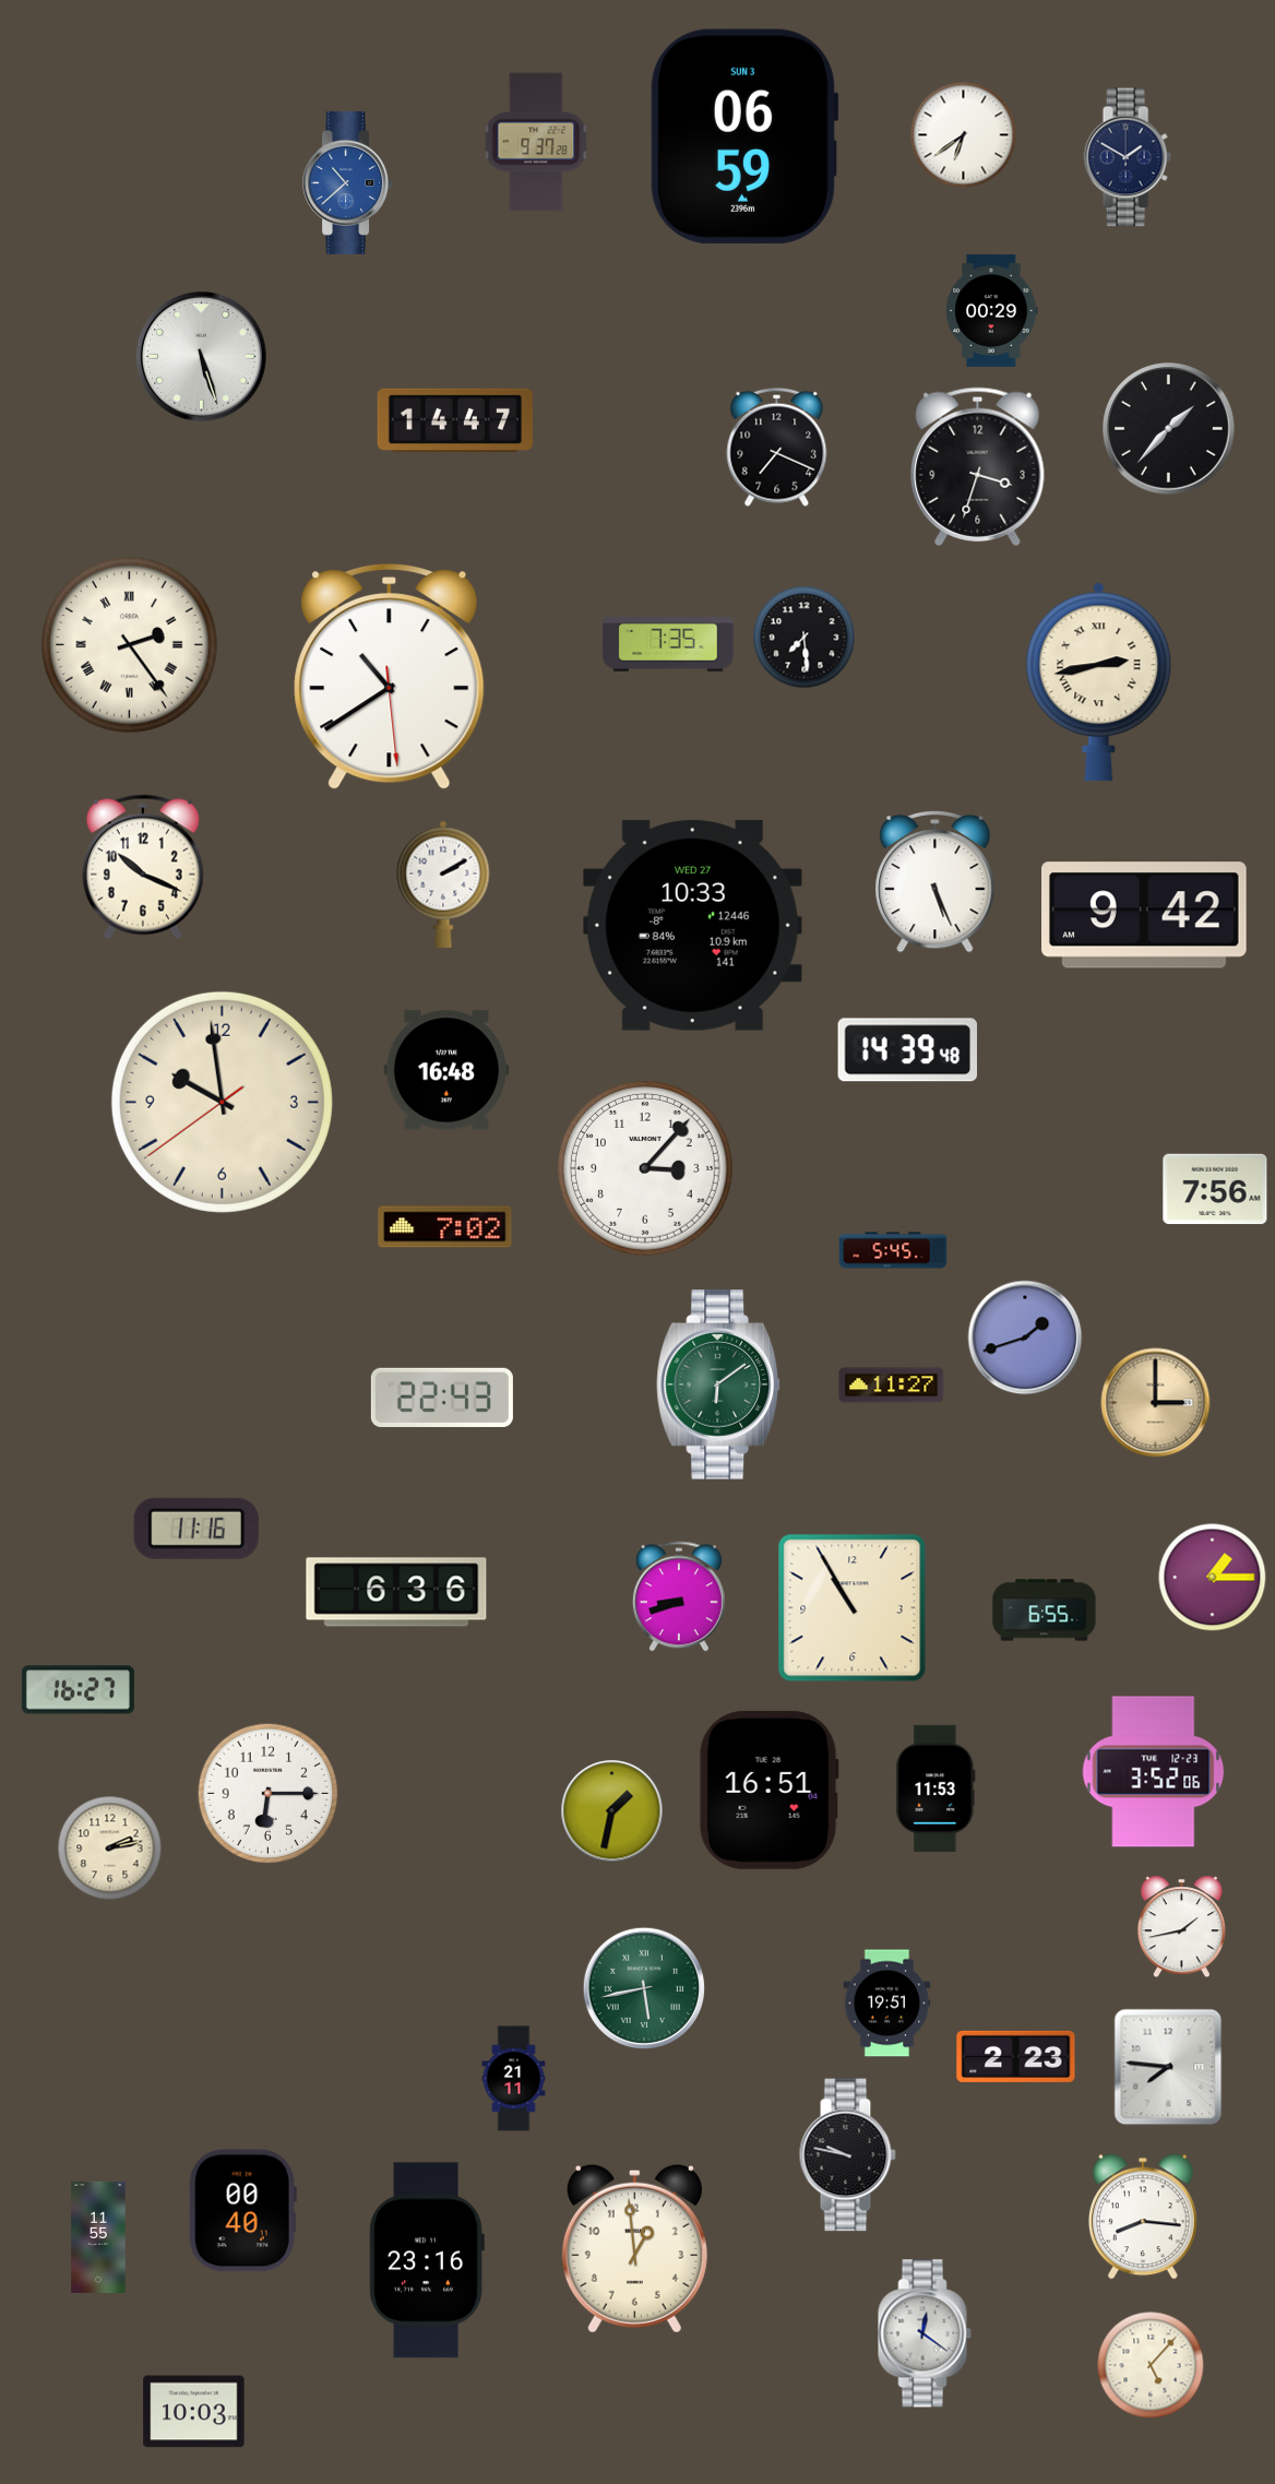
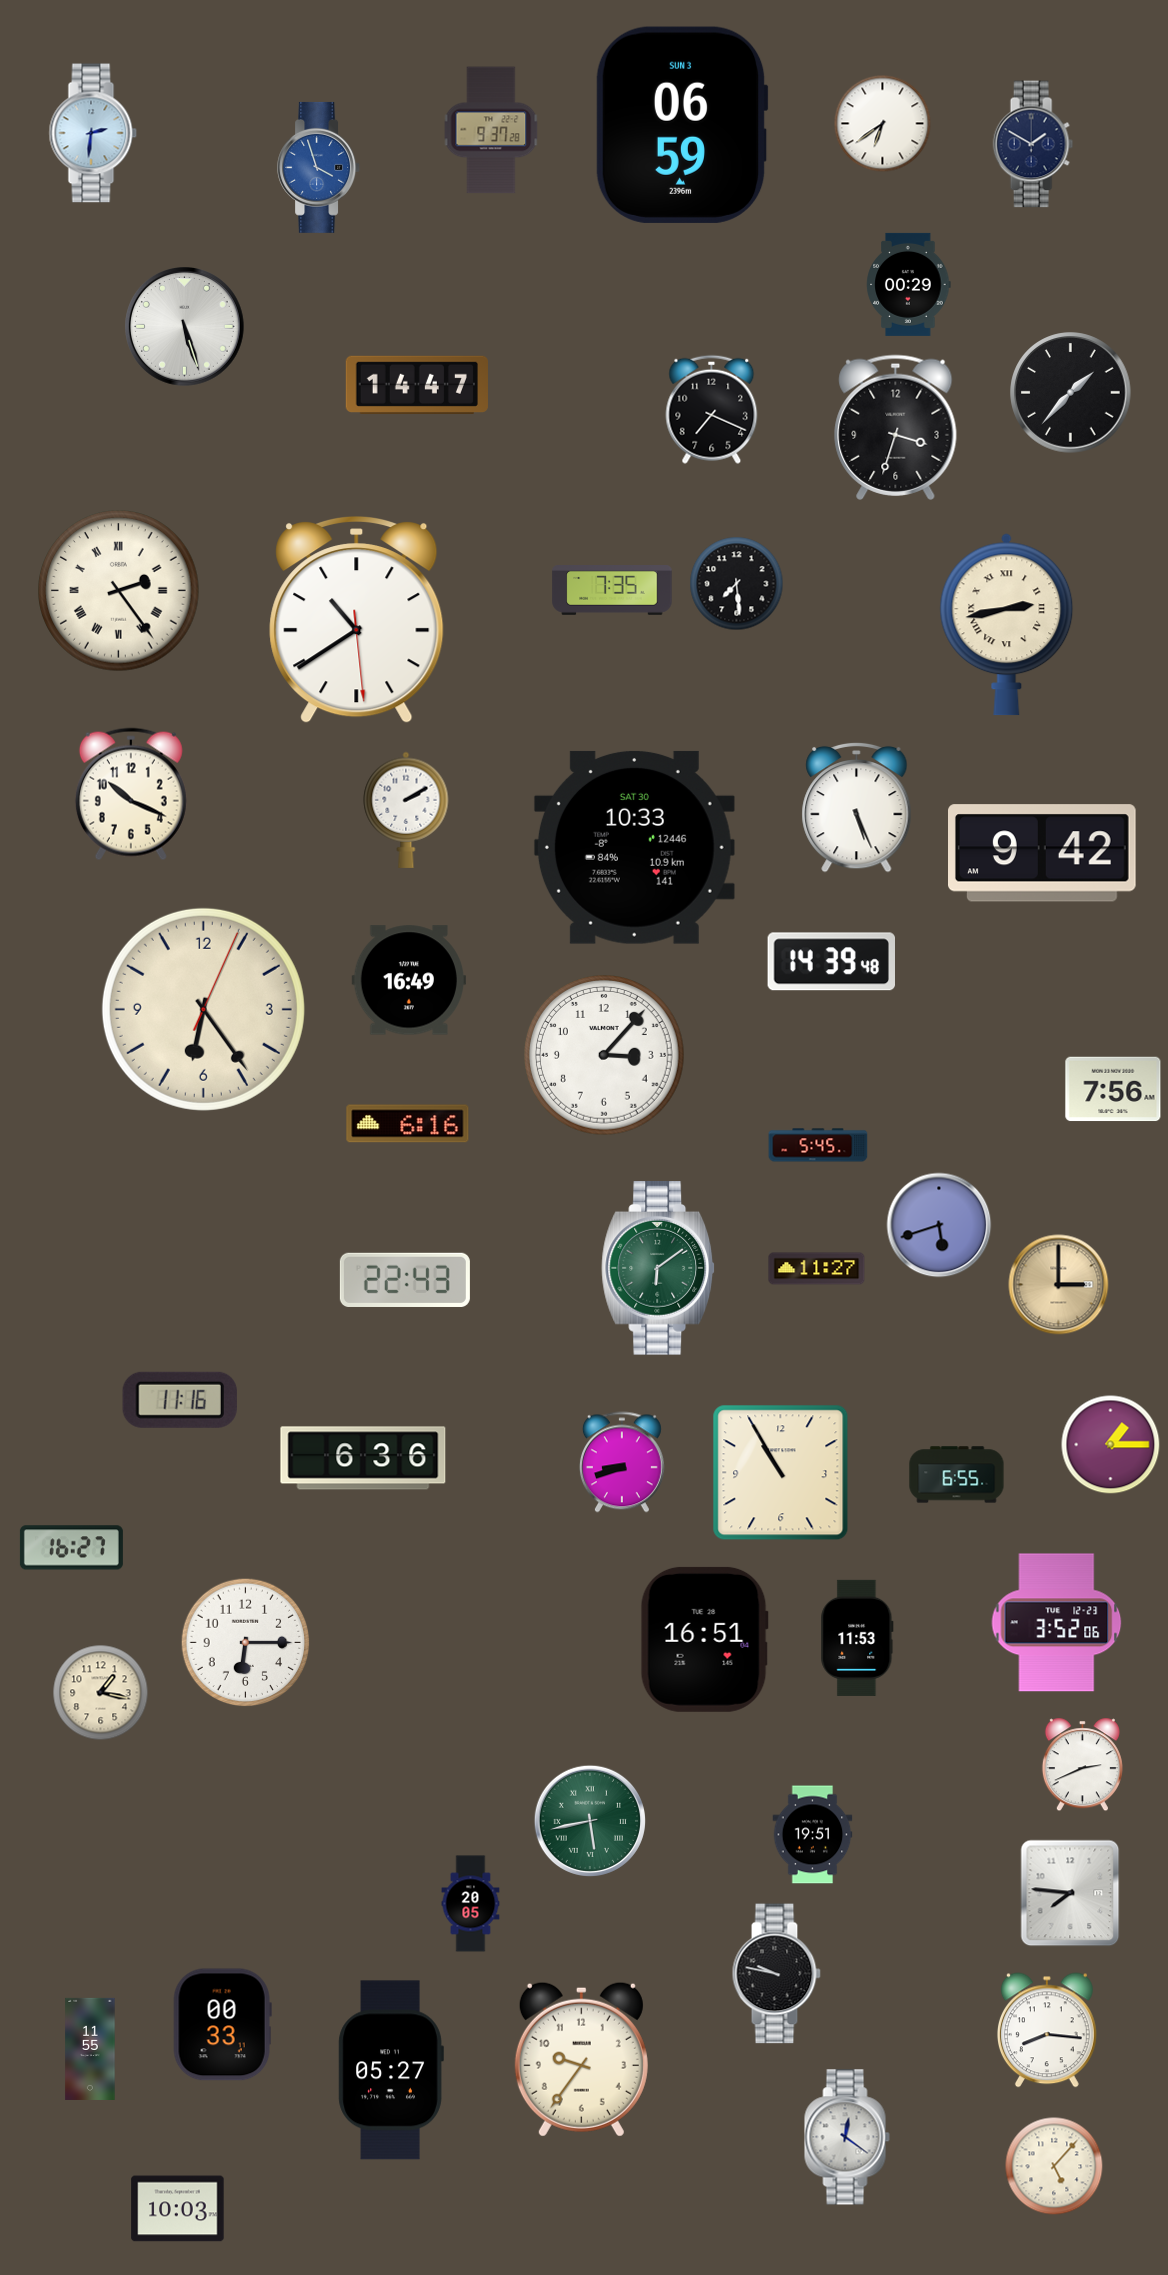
clock at (93, 133): none -> 2:31
clock at (348, 182): 10:38 -> 3:57
clock at (1145, 915) position: (1145, 915) -> (1043, 853)
clock at (692, 925) date: WED 27 -> SAT 30
clock at (445, 1070): 16:48 -> 16:49
clock at (222, 1102): 9:58 -> 6:24
clock at (646, 1169) position: (646, 1169) -> (605, 1056)
clock at (445, 1227): 7:02 -> 6:16
clock at (1025, 1338): 1:42 -> 5:42
clock at (612, 1811): 1:32 -> none
clock at (110, 1849): 2:13 -> 1:17
clock at (1181, 1927): 1:43 -> 2:41
clock at (1016, 2056): 2:23 -> none
clock at (514, 2079): 21:11 -> 20:05
clock at (242, 2211): 00:40 -> 00:33
clock at (634, 2248): 12:59 -> 9:36
clock at (427, 2260): 23:16 -> 05:27
